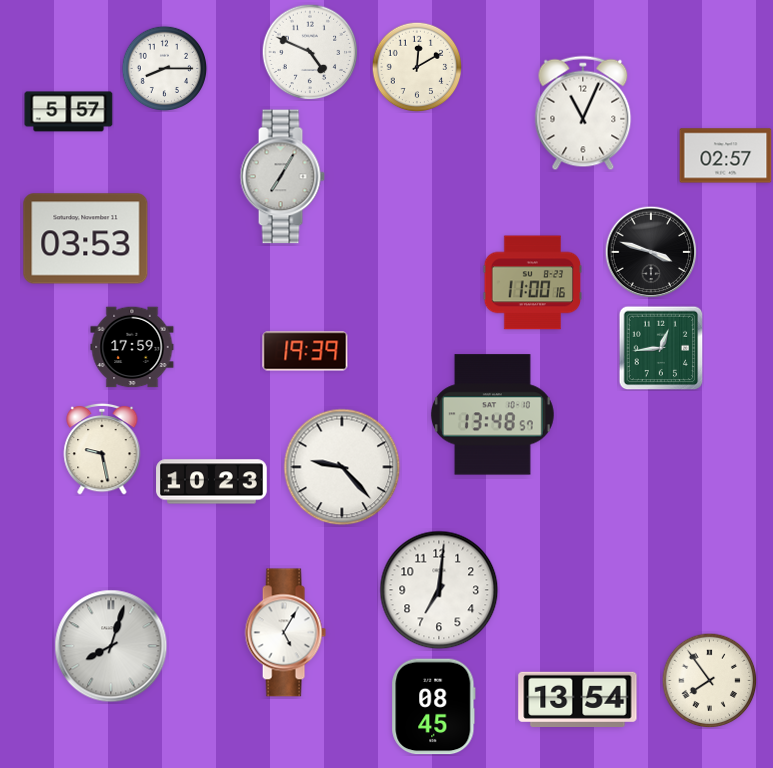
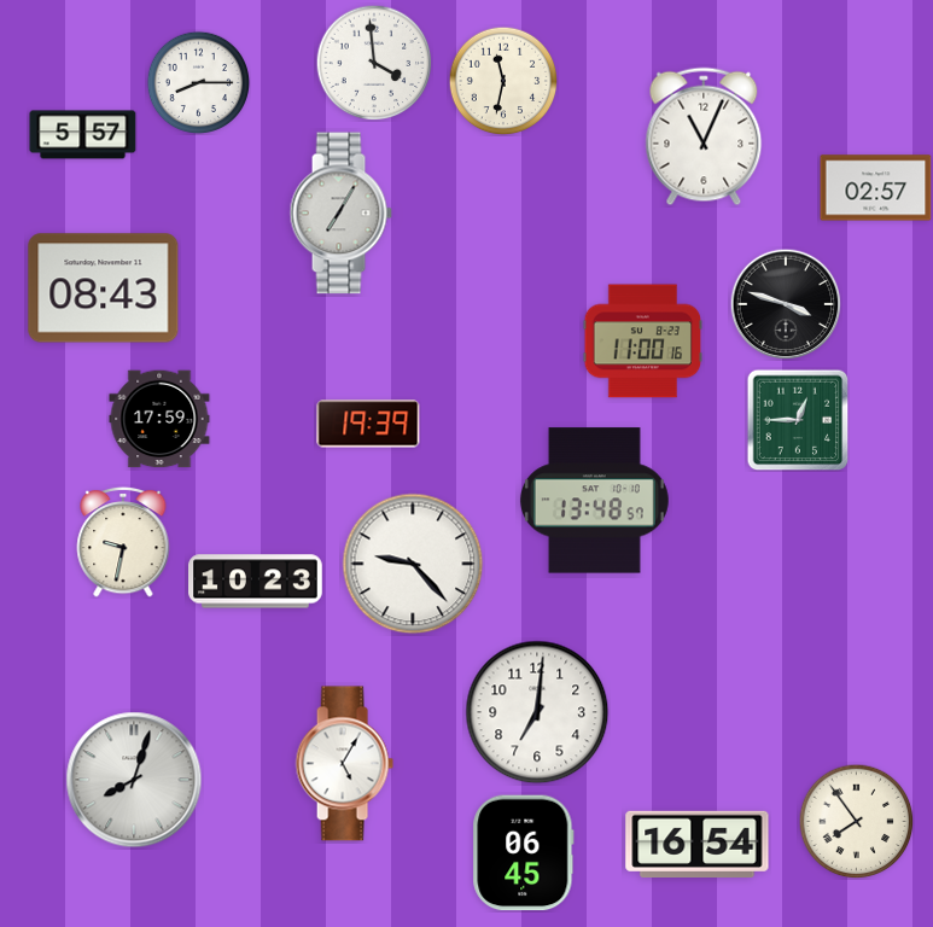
clock at (310, 52): 4:49 -> 3:59
clock at (417, 67): 12:10 -> 11:32
clock at (86, 239): 03:53 -> 08:43
clock at (661, 348): 12:44 -> 12:45
clock at (102, 449): 9:28 -> 9:32
clock at (439, 590) position: (439, 590) -> (537, 712)
clock at (578, 699): 13:54 -> 16:54
clock at (434, 707): 08:45 -> 06:45
